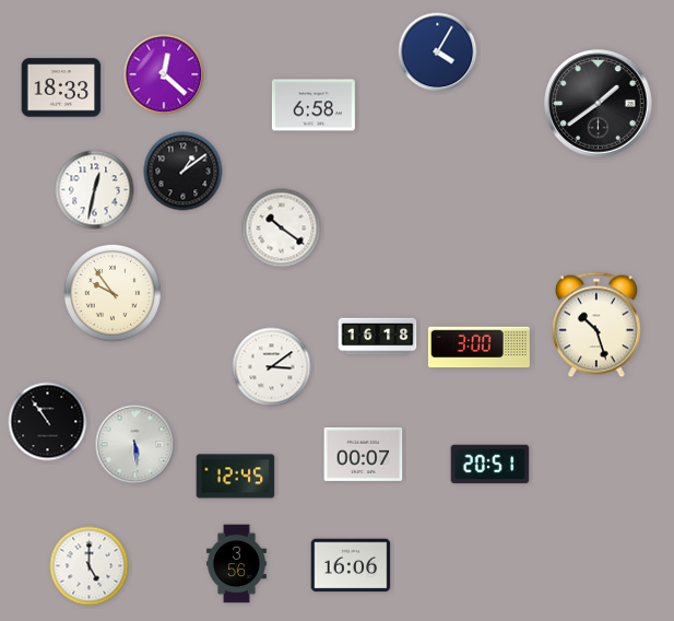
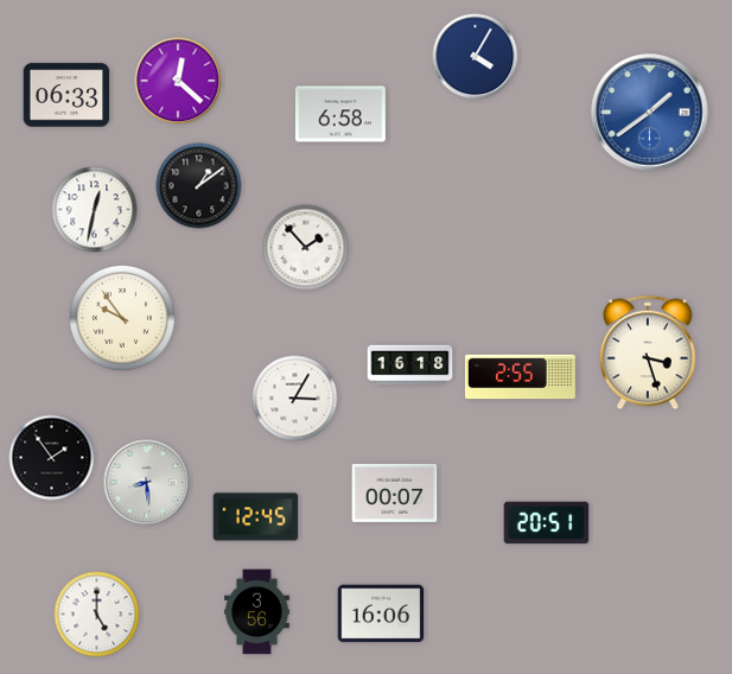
clock at (61, 87): 18:33 -> 06:33
clock at (599, 104) dial: black -> blue
clock at (95, 190) position: (95, 190) -> (95, 210)
clock at (282, 229): 10:21 -> 1:53
clock at (596, 325): 10:27 -> 3:27
clock at (478, 348): 3:00 -> 2:55
clock at (272, 367): 3:09 -> 3:05
clock at (48, 422): 10:54 -> 1:54
clock at (135, 445): 5:29 -> 8:29
clock at (490, 465) position: (490, 465) -> (547, 523)
